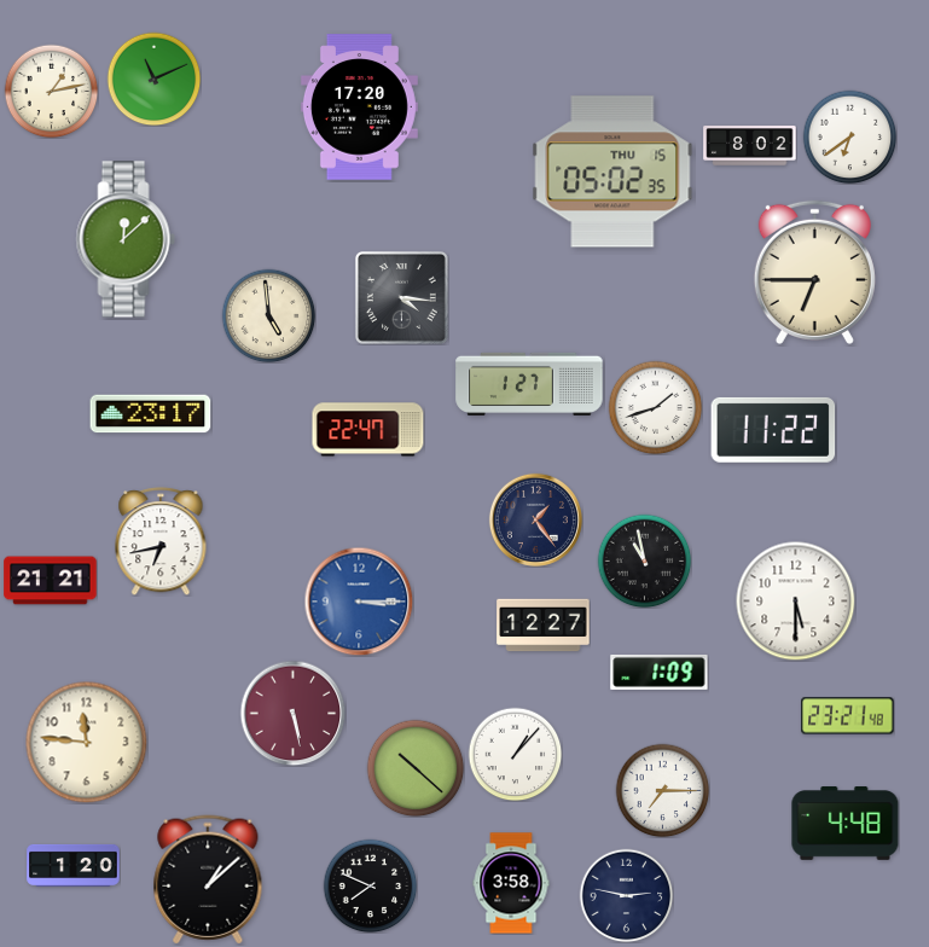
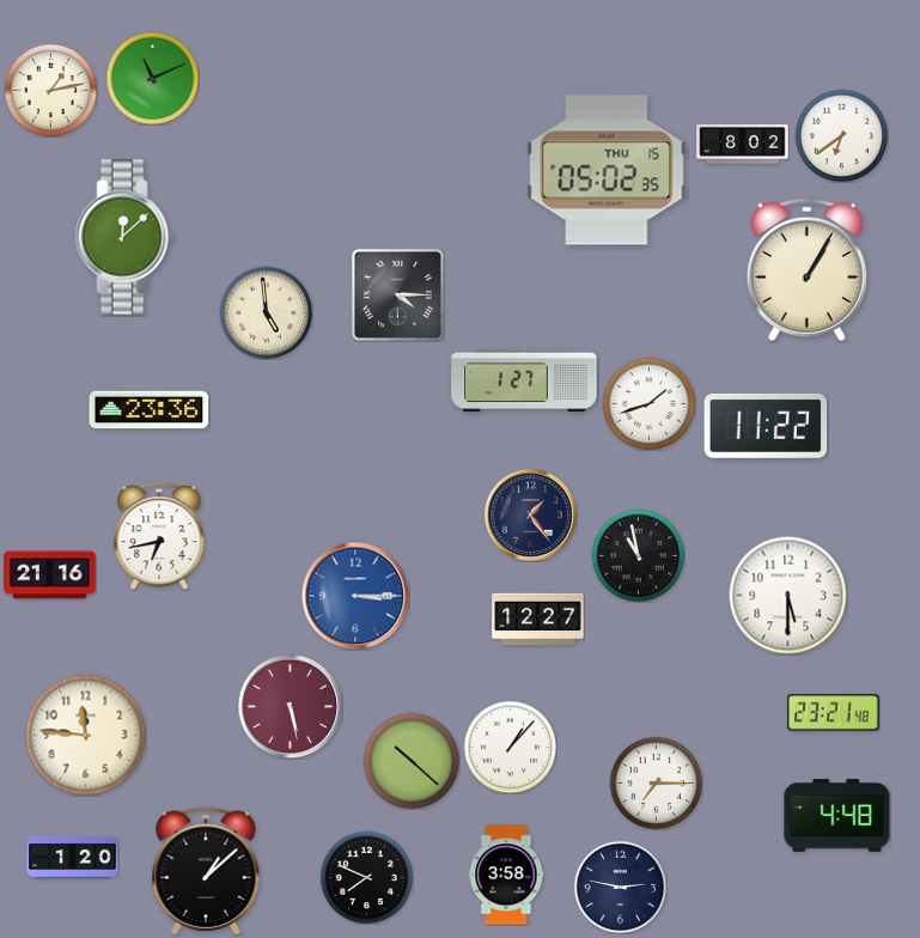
clock at (359, 108): 17:20 -> none
clock at (814, 272): 6:45 -> 1:05
clock at (401, 297): 4:16 -> 4:15
clock at (151, 414): 23:17 -> 23:36
clock at (368, 430): 22:47 -> none
clock at (51, 581): 21:21 -> 21:16
clock at (660, 672): 1:09 -> none
clock at (848, 716) position: (848, 716) -> (834, 713)
